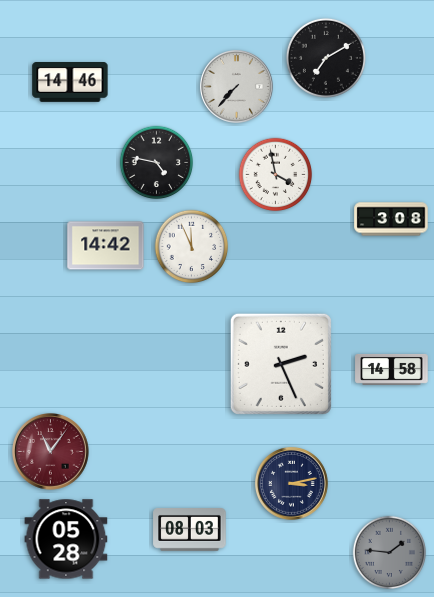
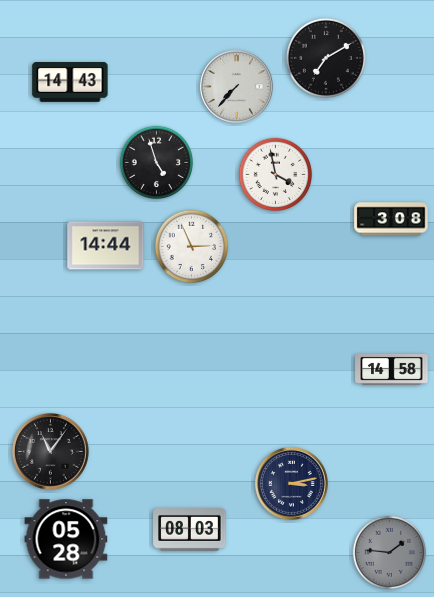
clock at (70, 83): 14:46 -> 14:43
clock at (157, 163): 4:47 -> 4:57
clock at (106, 246): 14:42 -> 14:44
clock at (192, 247): 11:56 -> 2:56
clock at (281, 364): 2:26 -> none
clock at (51, 452) dial: burgundy -> black
